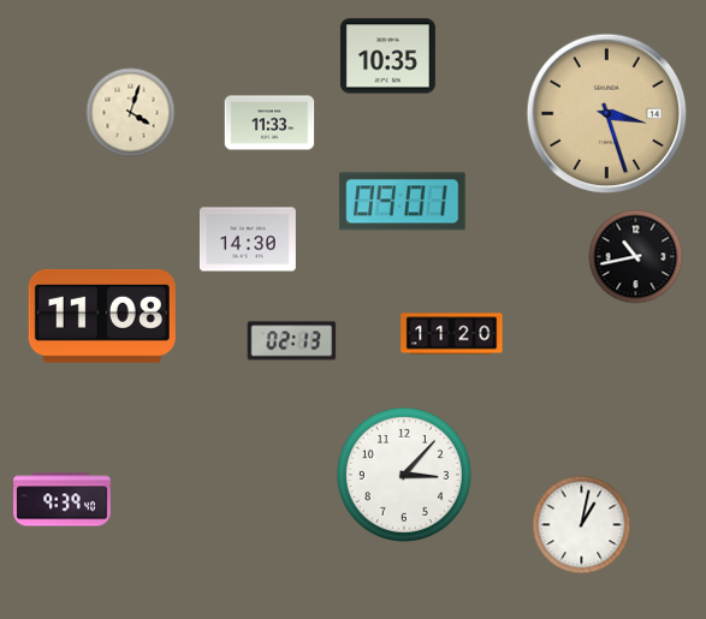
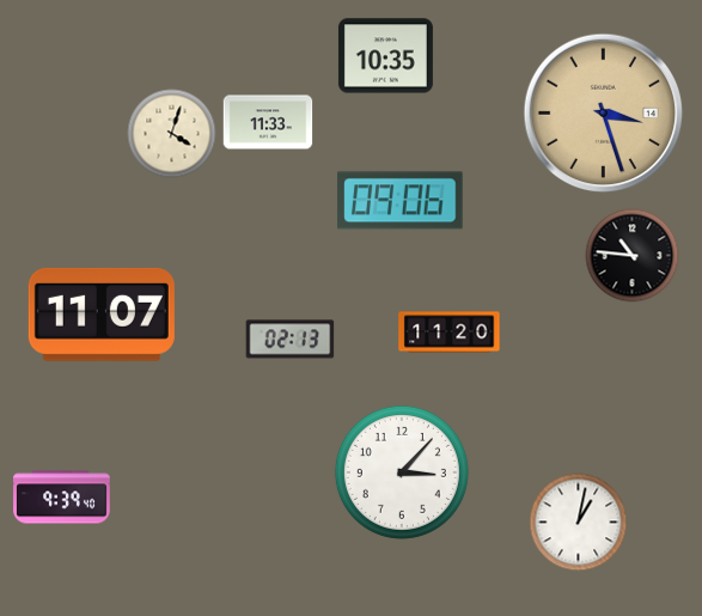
clock at (131, 113) position: (131, 113) -> (172, 134)
clock at (403, 202): 09:01 -> 09:06
clock at (248, 239): 14:30 -> none
clock at (636, 257): 10:43 -> 10:46
clock at (102, 316): 11:08 -> 11:07
